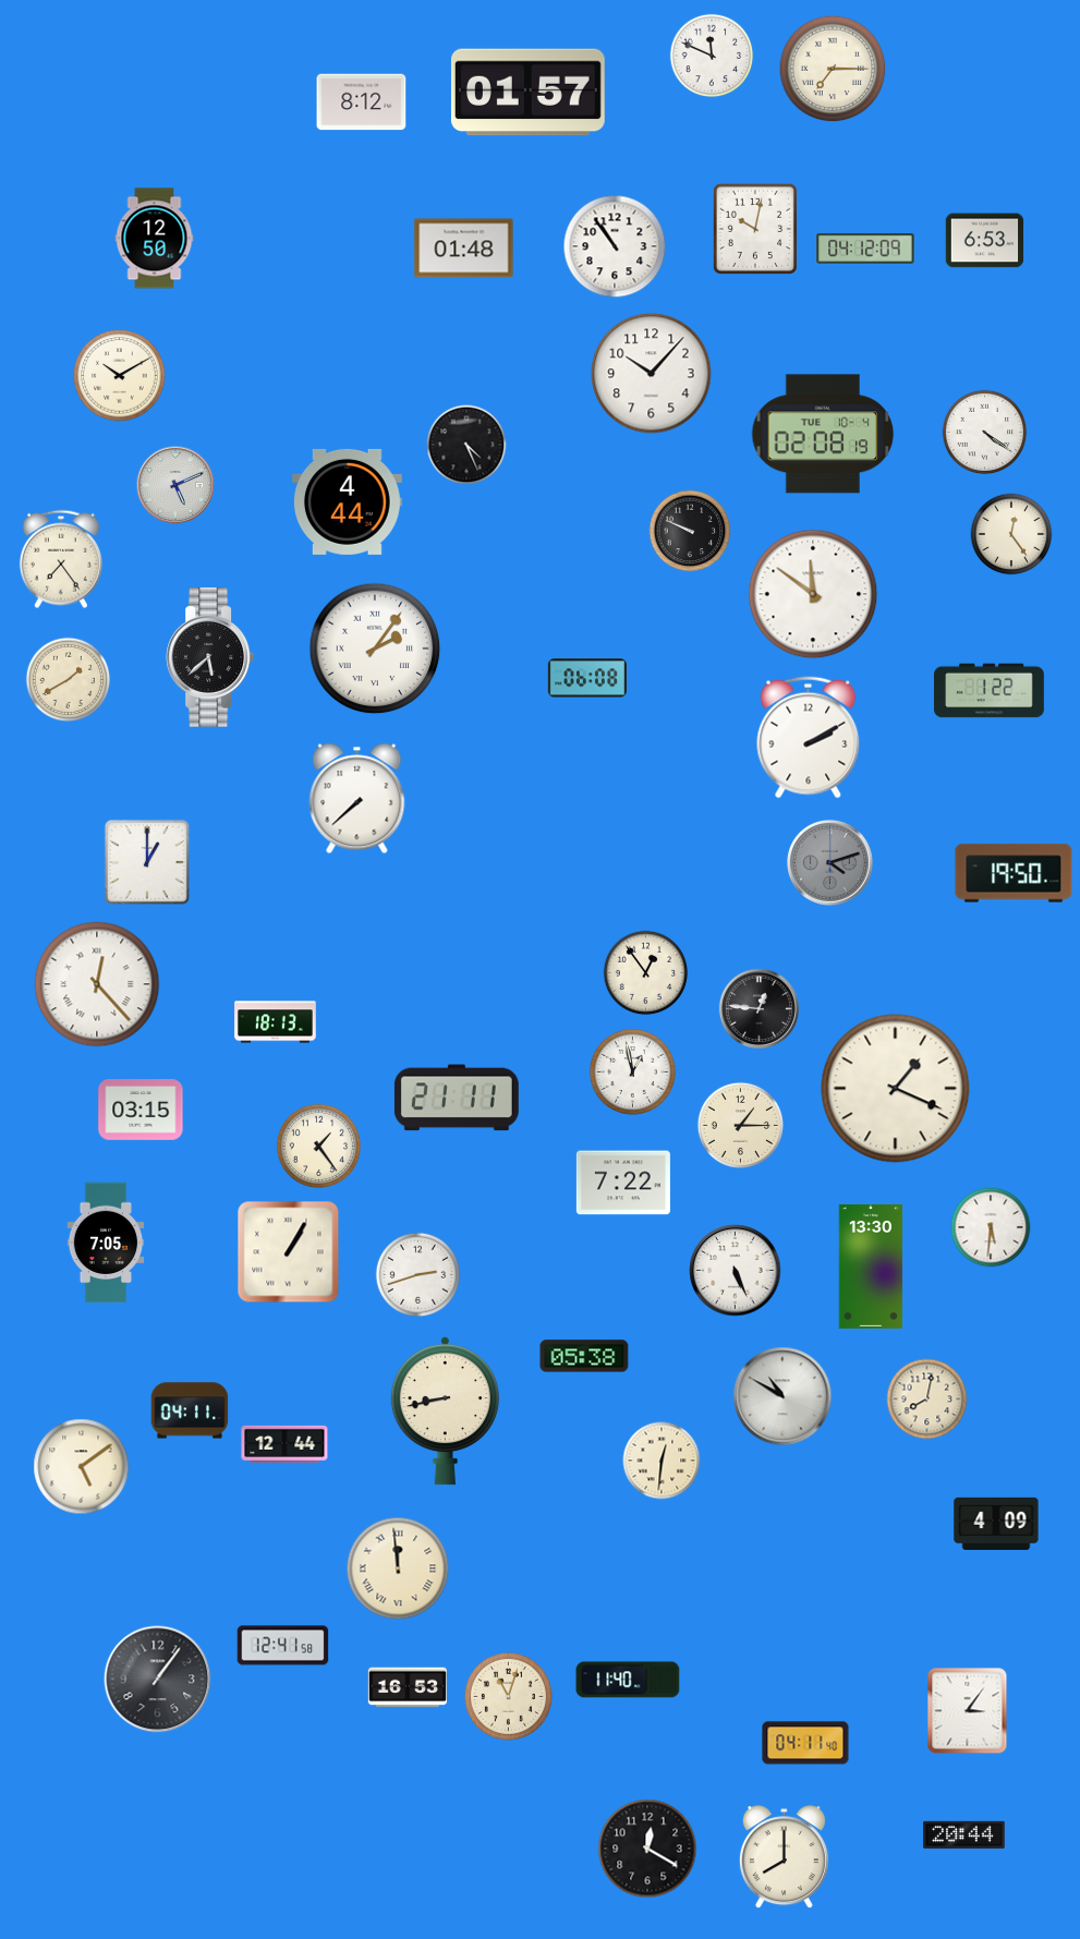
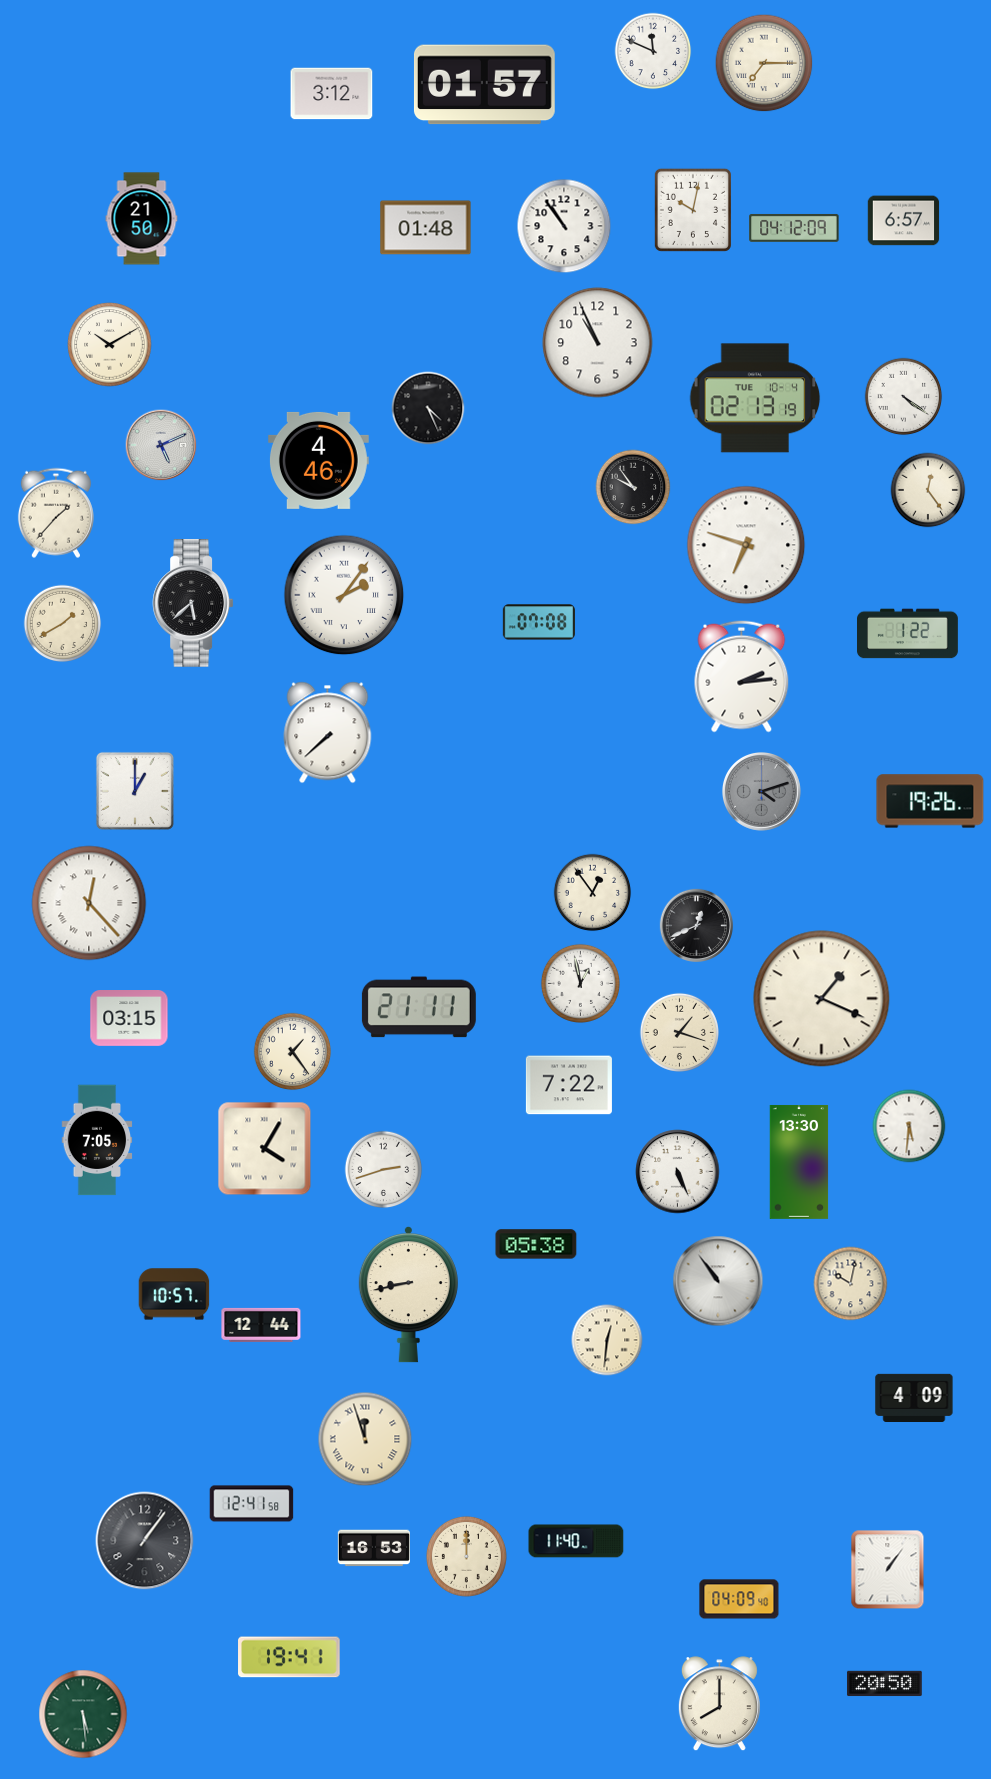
clock at (362, 102): 8:12 -> 3:12
clock at (155, 239): 12:50 -> 21:50
clock at (985, 241): 6:53 -> 6:57
clock at (652, 374): 10:07 -> 10:56
clock at (823, 434): 02:08 -> 02:13
clock at (347, 501): 4:44 -> 4:46
clock at (690, 531): 9:49 -> 9:54
clock at (61, 559): 7:24 -> 1:37
clock at (813, 594): 11:51 -> 6:48
clock at (587, 678): 06:08 -> 07:08
clock at (809, 738): 2:10 -> 2:14
clock at (1014, 873): 19:50 -> 19:26
clock at (760, 1009): 12:46 -> 12:41
clock at (276, 1022): 18:13 -> none
clock at (740, 1125): 1:15 -> 1:18
clock at (623, 1183) position: (623, 1183) -> (569, 1085)
clock at (289, 1252): 1:05 -> 4:05
clock at (736, 1271) position: (736, 1271) -> (678, 1172)
clock at (782, 1396): 10:50 -> 10:54
clock at (927, 1399): 8:02 -> 10:02
clock at (190, 1410): 04:11 -> 10:57
clock at (82, 1467): 5:09 -> none
clock at (398, 1568): 11:59 -> 11:57
clock at (283, 1646) position: (283, 1646) -> (252, 1504)
clock at (508, 1696): 11:03 -> 12:00
clock at (968, 1711): 3:06 -> 1:06
clock at (805, 1743): 04:11 -> 04:09
clock at (289, 1657): none -> 19:41
clock at (964, 1835): 20:44 -> 20:50
clock at (647, 1849): 12:20 -> none
clock at (83, 1714): none -> 5:29
